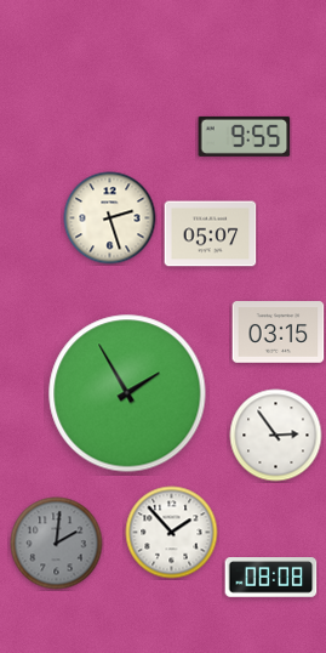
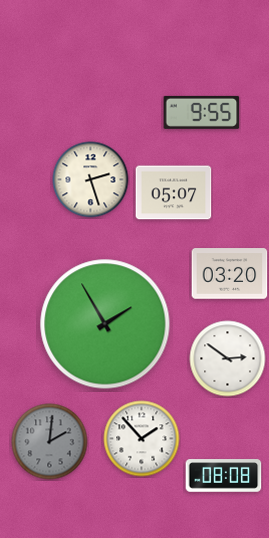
clock at (279, 333): 03:15 -> 03:20
clock at (276, 436): 2:54 -> 2:51
clock at (57, 544) position: (57, 544) -> (50, 442)
